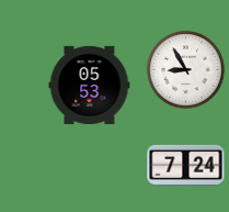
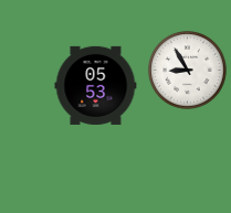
clock at (90, 85) position: (90, 85) -> (96, 85)
clock at (186, 165): 7:24 -> none
